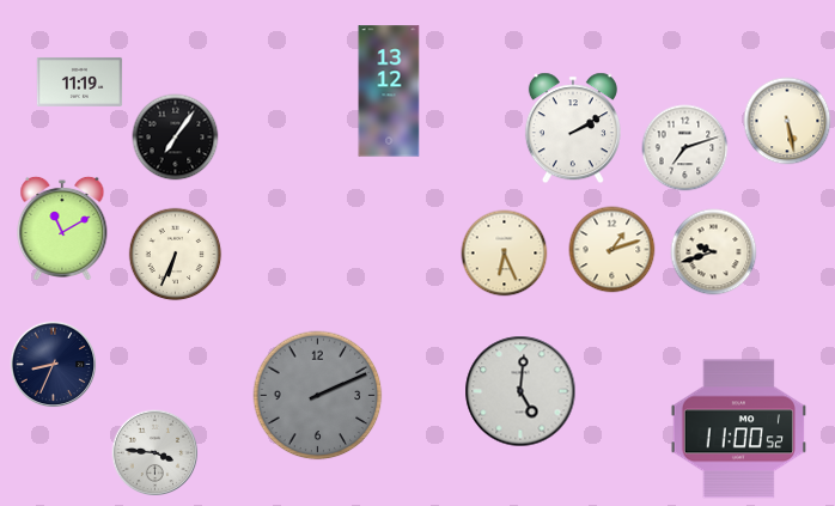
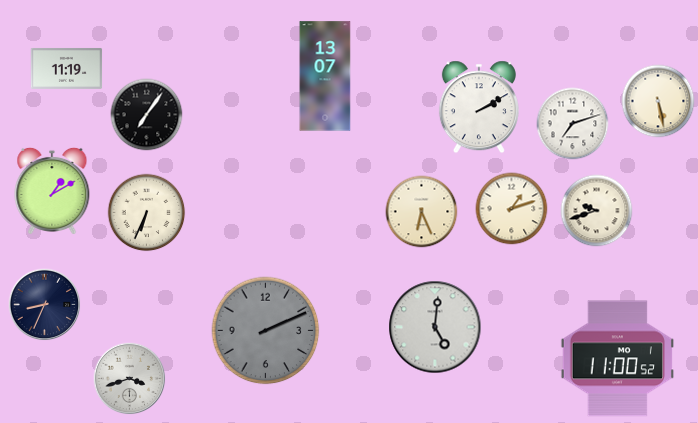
clock at (389, 91): 13:12 -> 13:07
clock at (62, 227): 11:10 -> 1:10
clock at (156, 453): 3:46 -> 3:42
